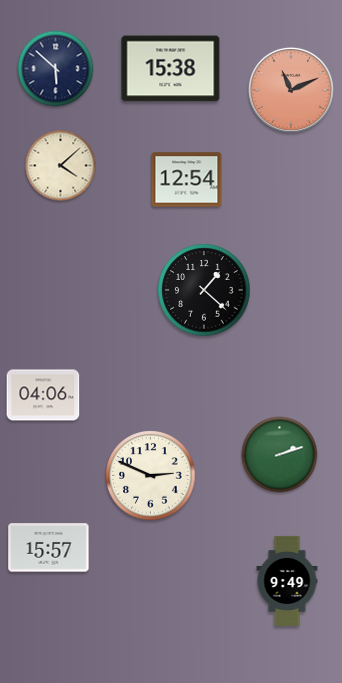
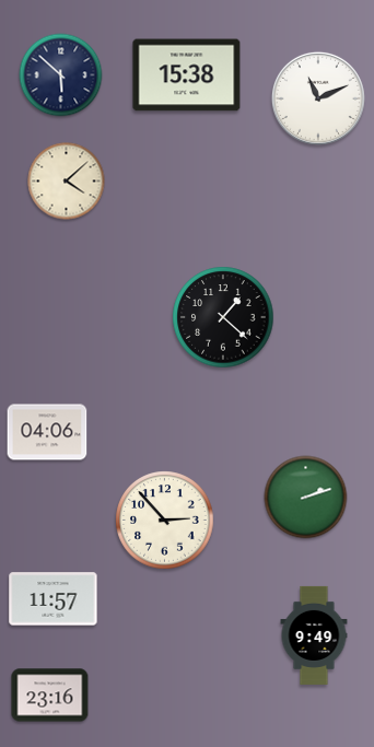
clock at (291, 90) dial: salmon -> white
clock at (187, 180): 12:54 -> none
clock at (151, 476): 2:49 -> 2:53
clock at (49, 548): 15:57 -> 11:57
clock at (50, 696): none -> 23:16
